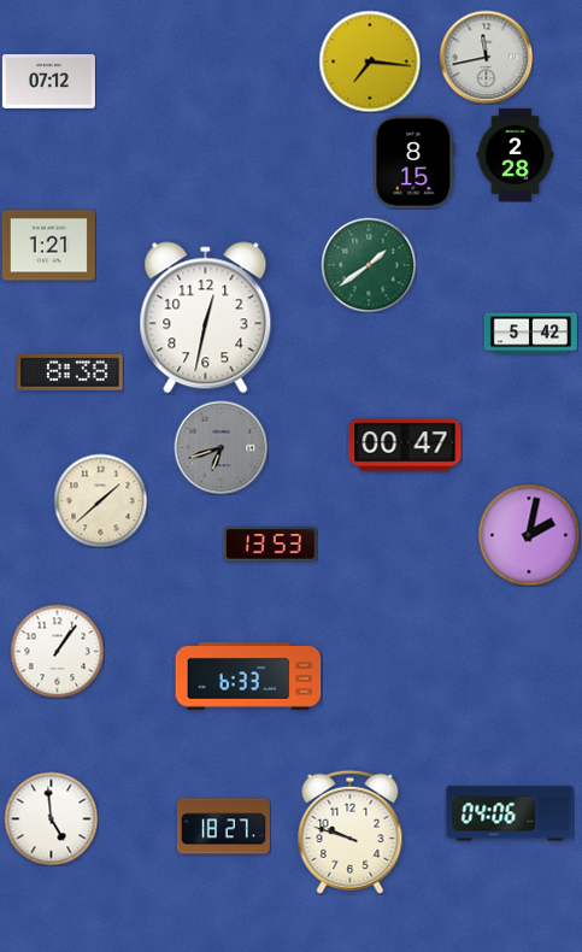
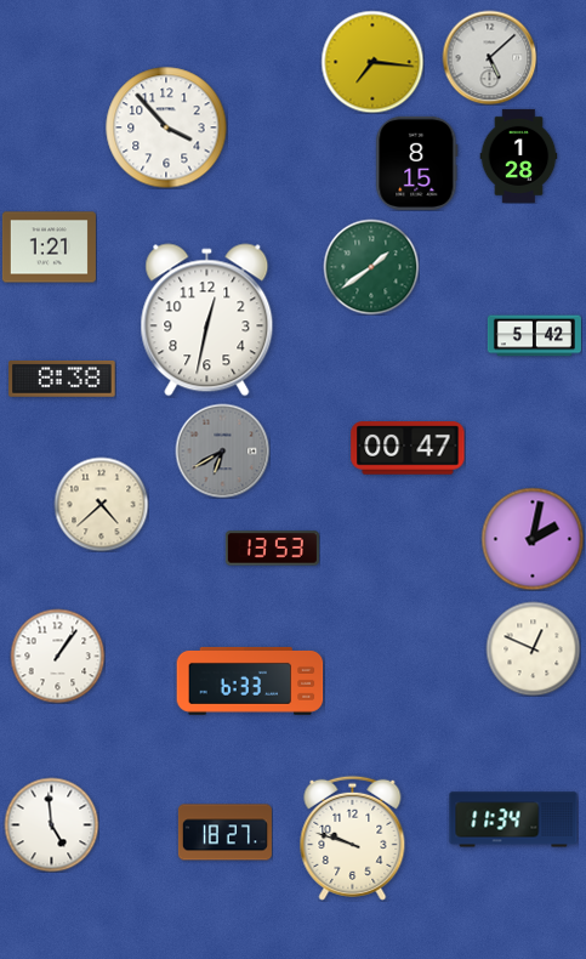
clock at (486, 57): 11:43 -> 5:08
clock at (48, 82): 07:12 -> none
clock at (166, 127): none -> 3:53
clock at (516, 154): 2:28 -> 1:28
clock at (70, 374) position: (70, 374) -> (62, 380)
clock at (221, 447): 6:42 -> 6:40
clock at (100, 500): 1:38 -> 4:38
clock at (533, 648): none -> 12:49
clock at (510, 813): 04:06 -> 11:34
